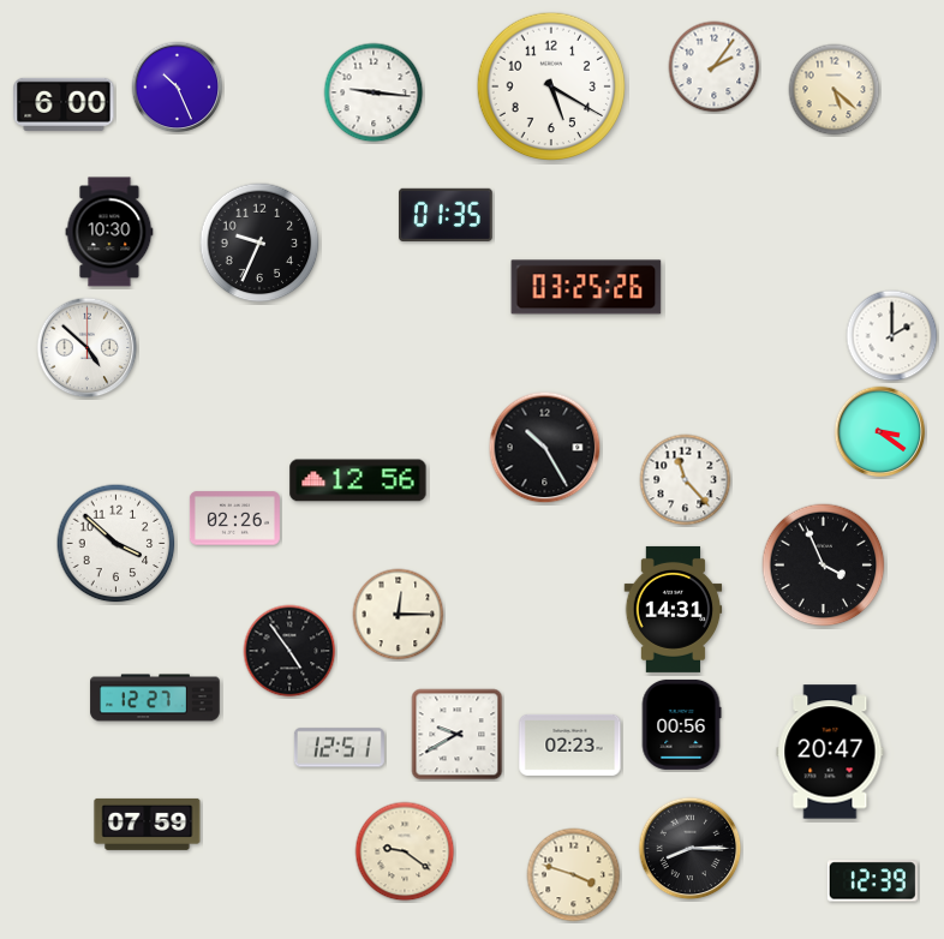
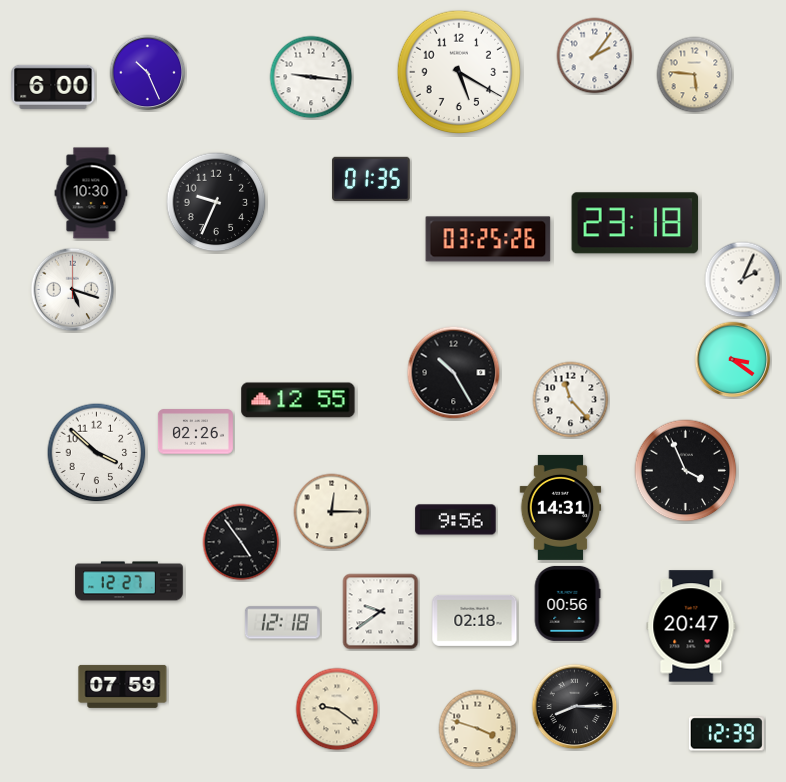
clock at (835, 90): 5:22 -> 5:46
clock at (635, 223): none -> 23:18
clock at (892, 336): 2:00 -> 2:04
clock at (88, 348): 4:52 -> 5:18
clock at (358, 480): 12:56 -> 12:55
clock at (456, 520): none -> 9:56
clock at (458, 735): 9:40 -> 9:39
clock at (570, 744): 02:23 -> 02:18
clock at (339, 748): 12:51 -> 12:18
